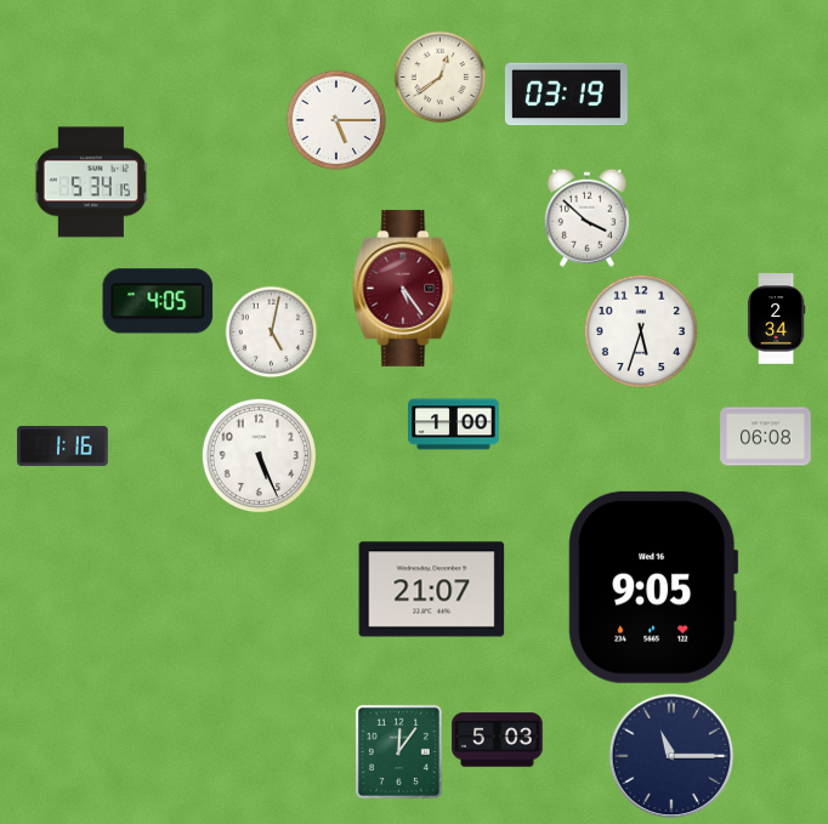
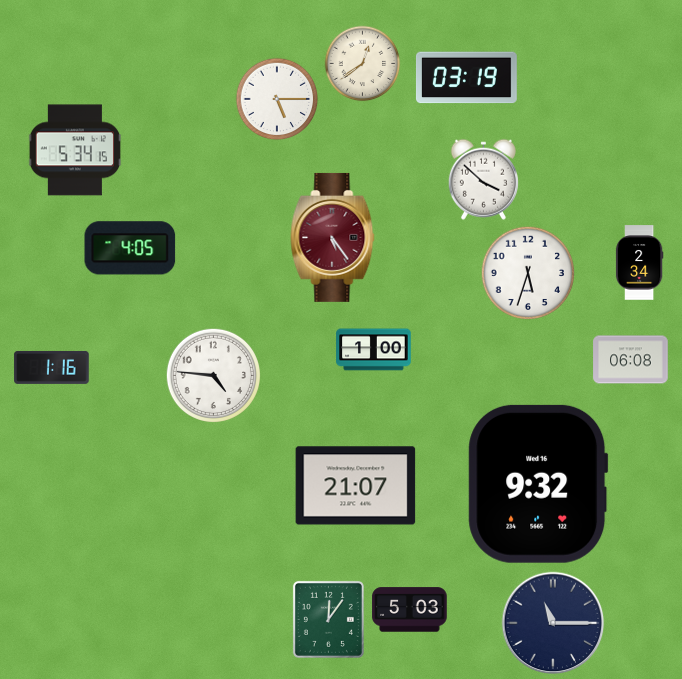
clock at (272, 333): 5:02 -> none
clock at (259, 455): 5:26 -> 4:46
clock at (653, 587): 9:05 -> 9:32
